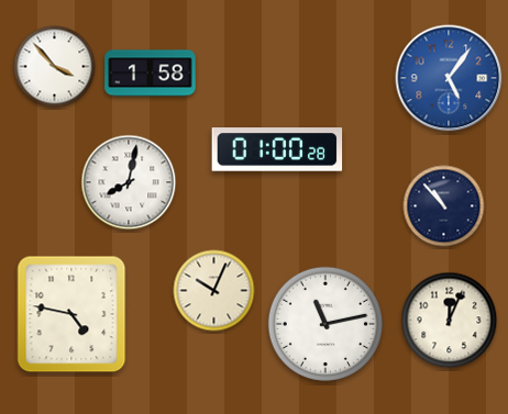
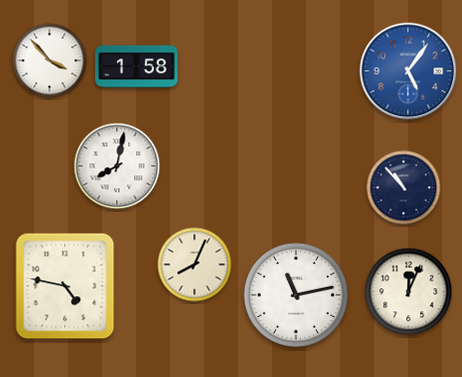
clock at (277, 149): 01:00 -> none
clock at (214, 291): 10:04 -> 8:04
